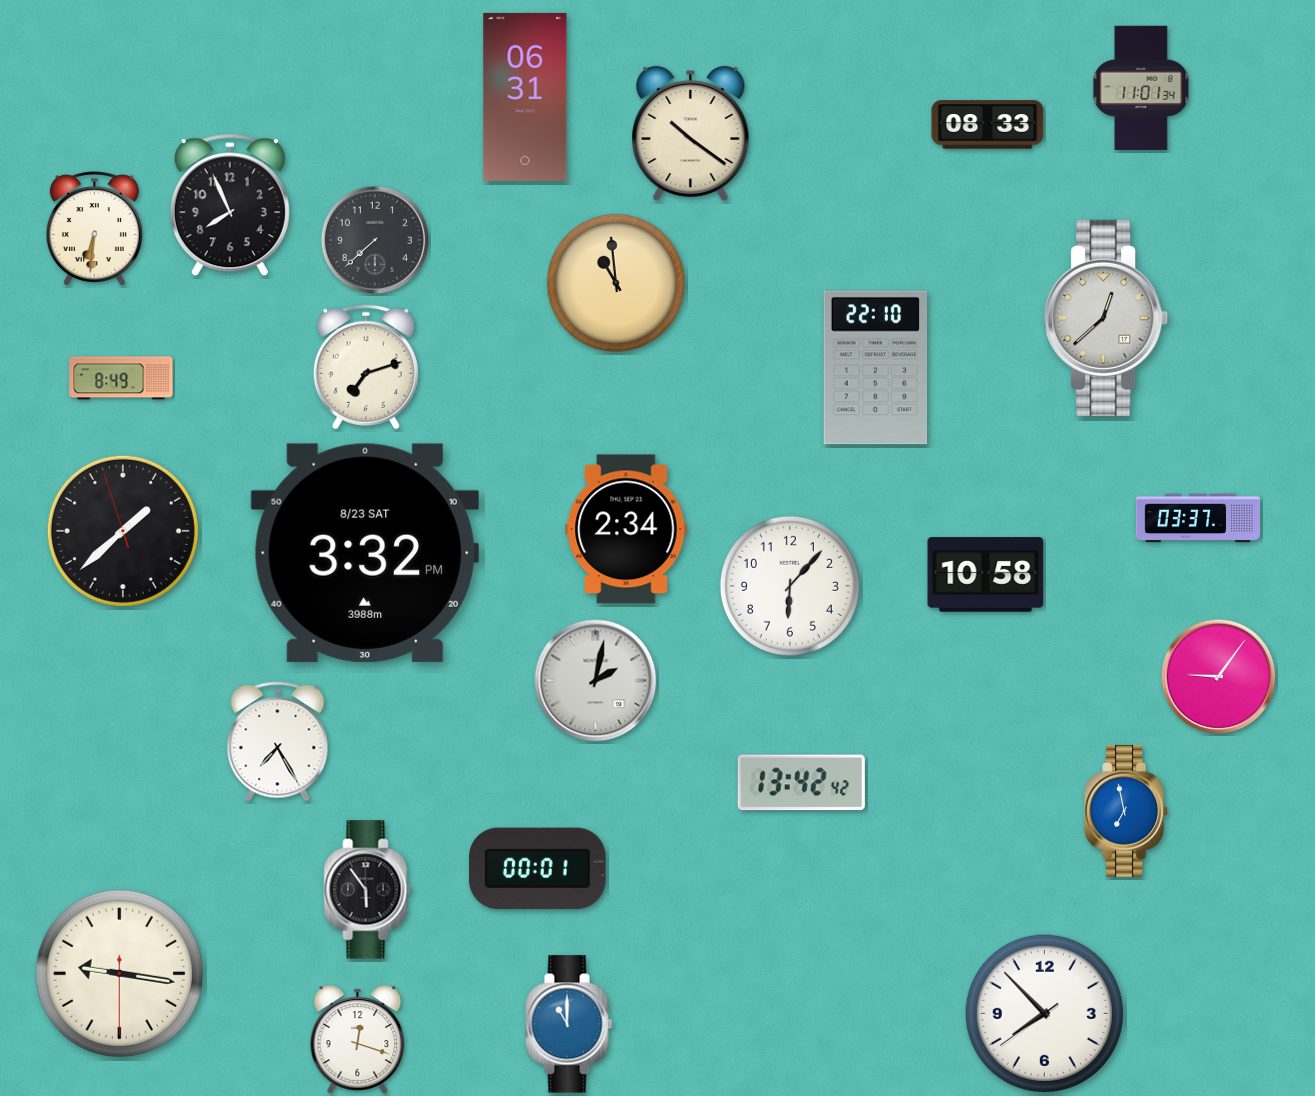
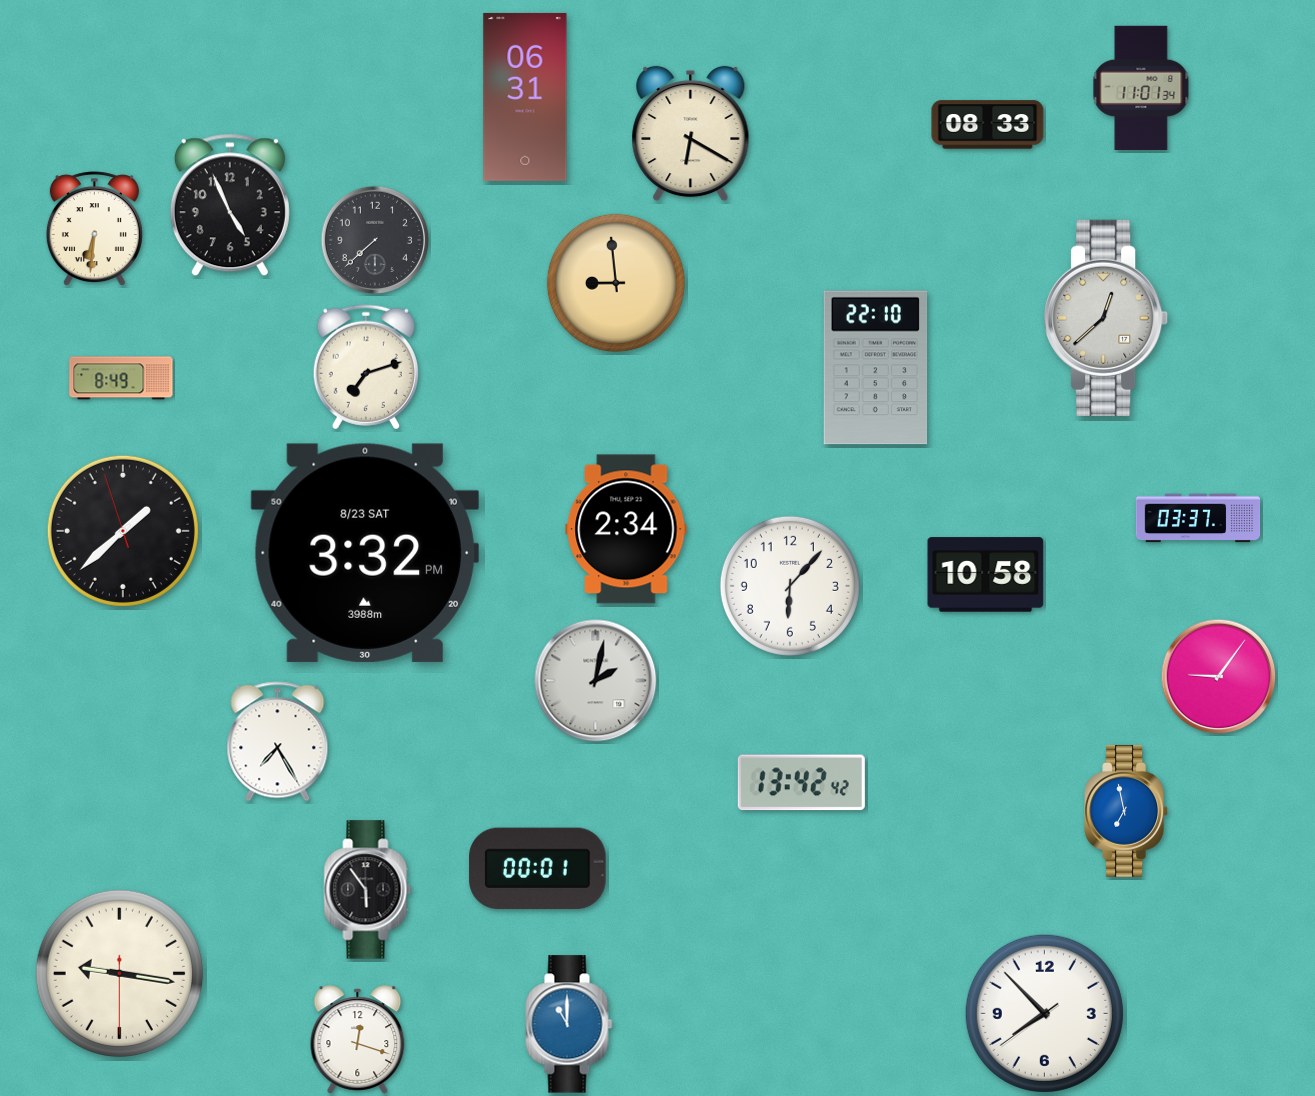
clock at (691, 134): 10:21 -> 6:20
clock at (230, 205): 7:56 -> 4:56
clock at (616, 283): 10:59 -> 8:59
